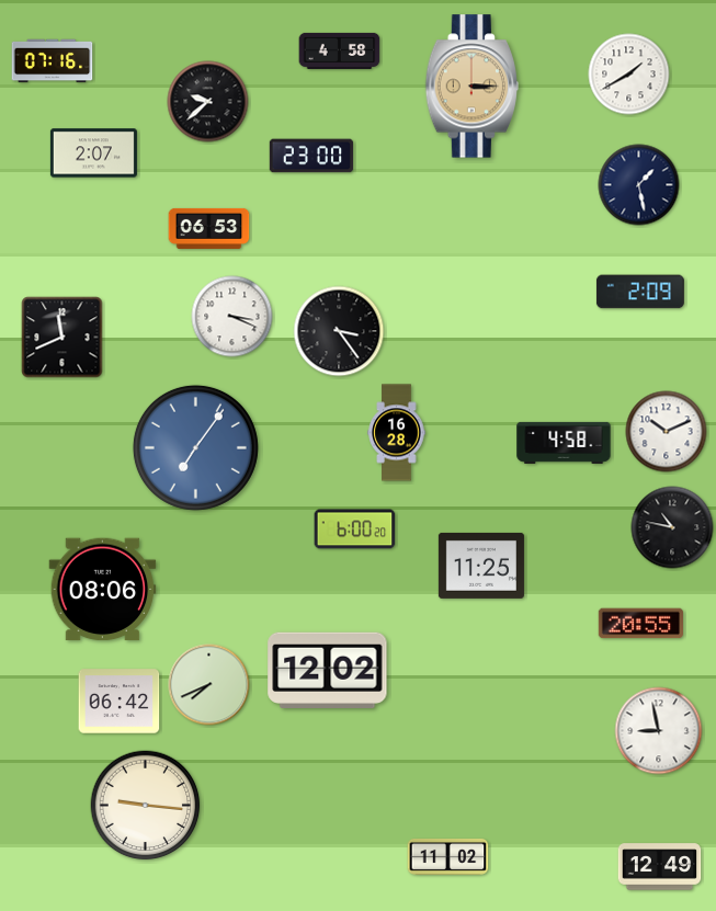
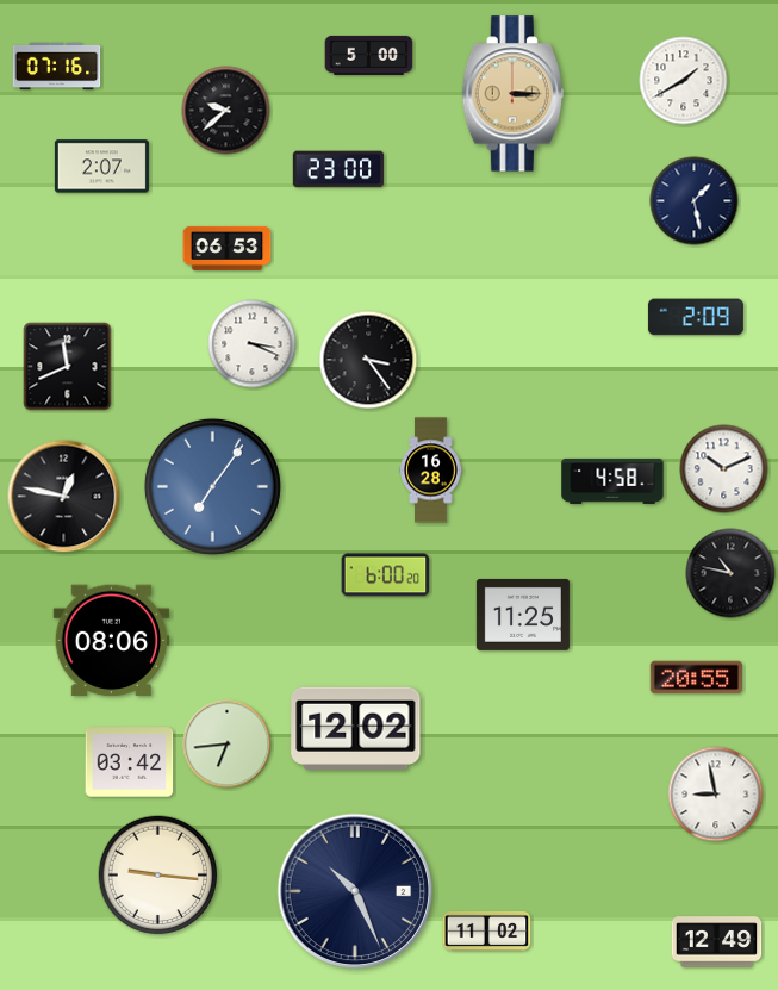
clock at (340, 50): 4:58 -> 5:00
clock at (64, 497): none -> 12:47
clock at (209, 685): 7:41 -> 6:44
clock at (120, 702): 06:42 -> 03:42
clock at (355, 891): none -> 10:26
